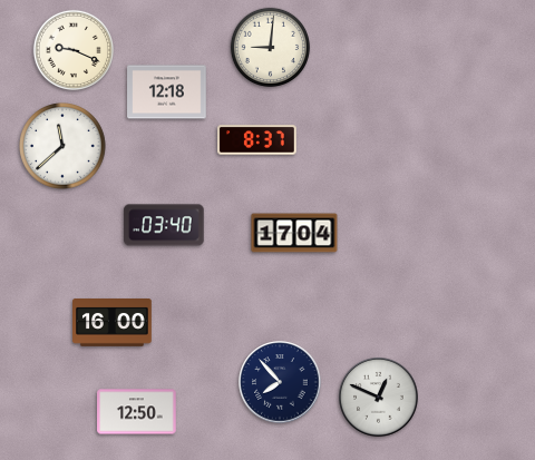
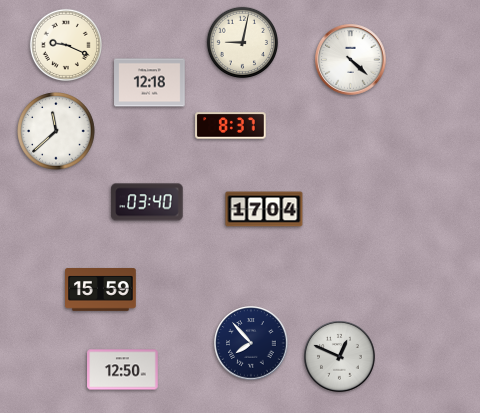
clock at (271, 48): 9:01 -> 9:02
clock at (351, 60): none -> 4:22
clock at (113, 323): 16:00 -> 15:59
